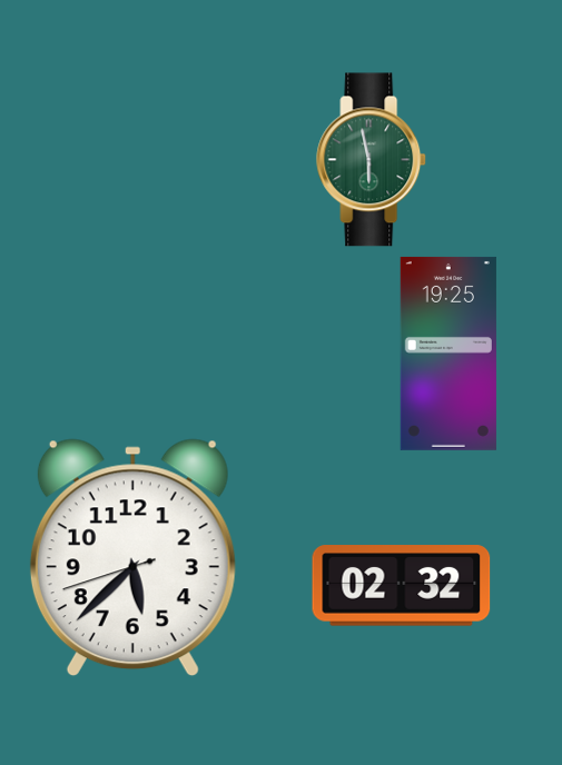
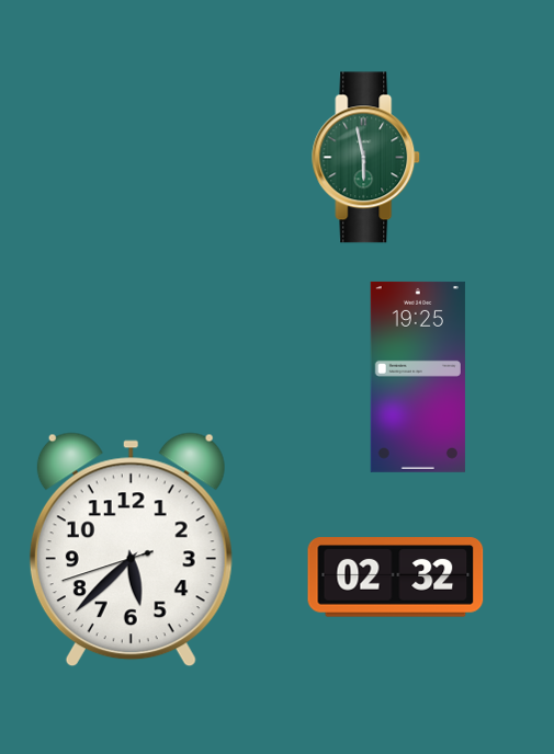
clock at (448, 354) position: (448, 354) -> (418, 377)
